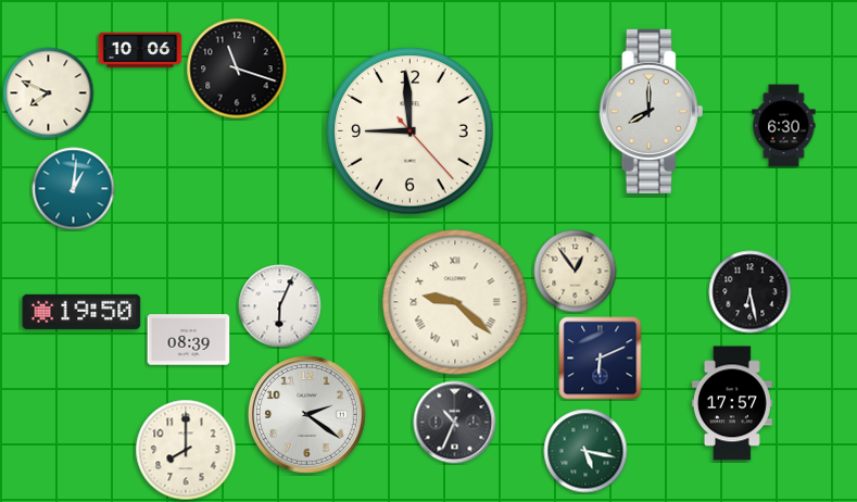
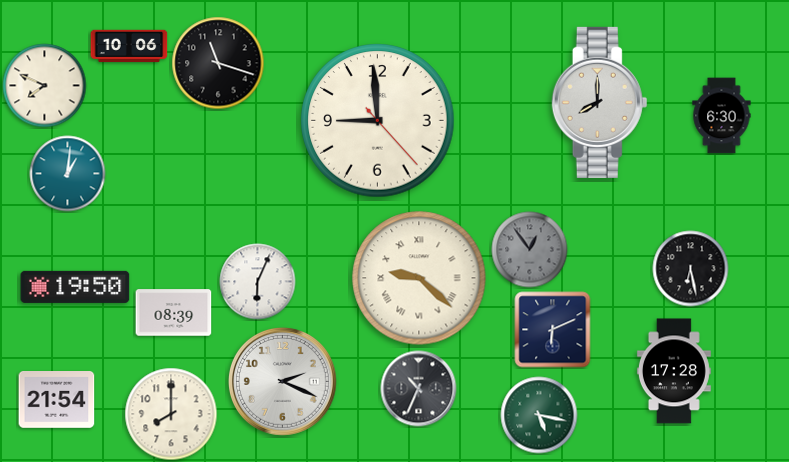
clock at (576, 272) dial: cream -> grey
clock at (732, 403): 17:57 -> 17:28
clock at (307, 415): 2:21 -> 2:19
clock at (57, 400): none -> 21:54
